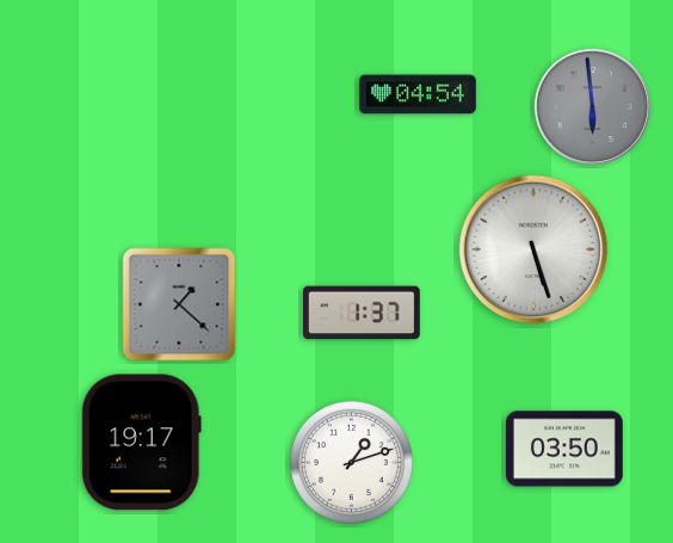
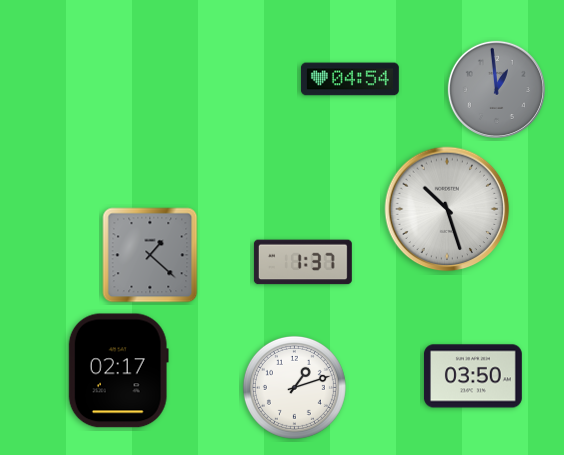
clock at (592, 106): 5:59 -> 12:59
clock at (533, 249): 5:27 -> 10:27
clock at (141, 443): 19:17 -> 02:17
